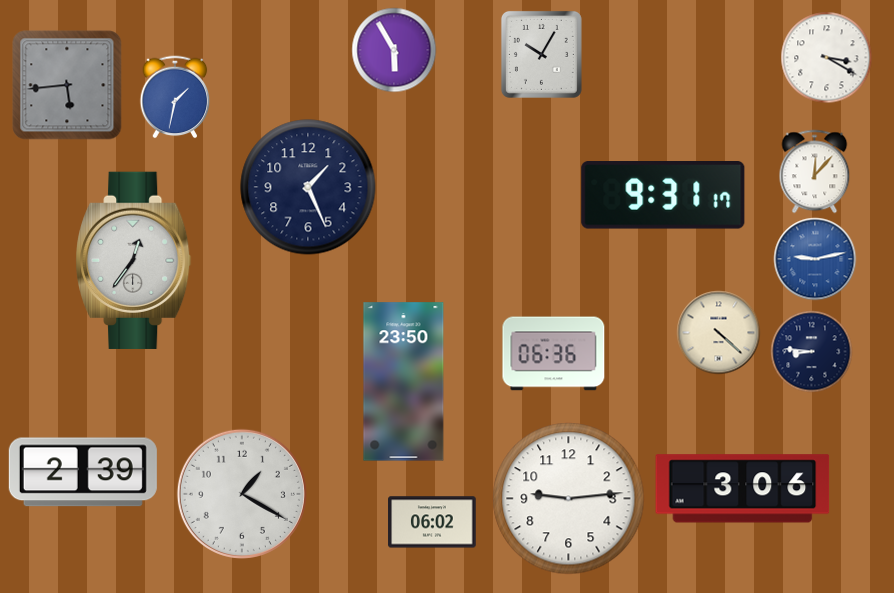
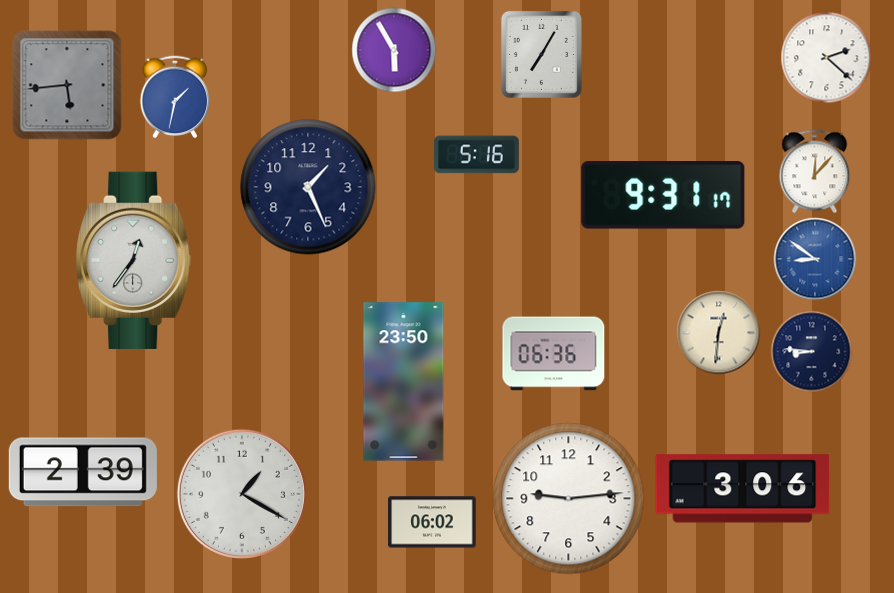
clock at (541, 54): 10:05 -> 7:05
clock at (827, 58): 3:20 -> 2:22
clock at (476, 155): none -> 5:16
clock at (815, 259): 9:13 -> 8:51
clock at (719, 333): 4:22 -> 12:31
